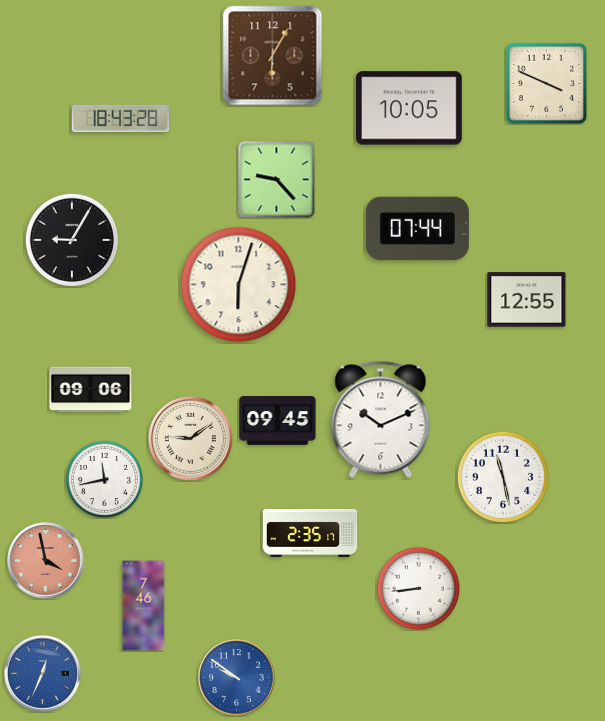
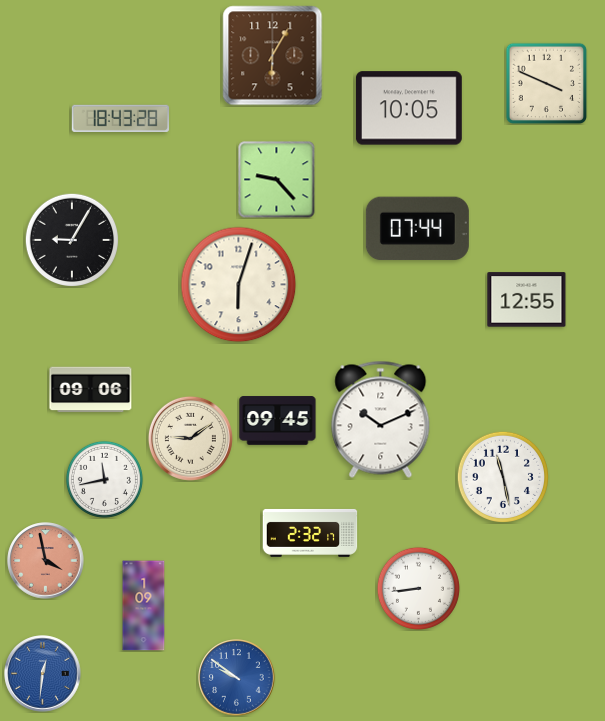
clock at (310, 533): 2:35 -> 2:32
clock at (144, 606): 7:46 -> 1:09
clock at (43, 674): 12:34 -> 12:31
